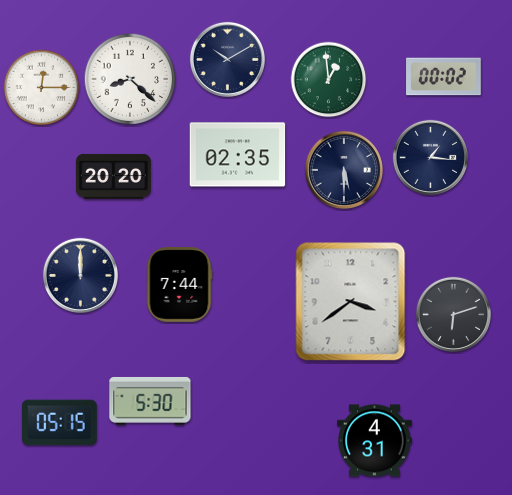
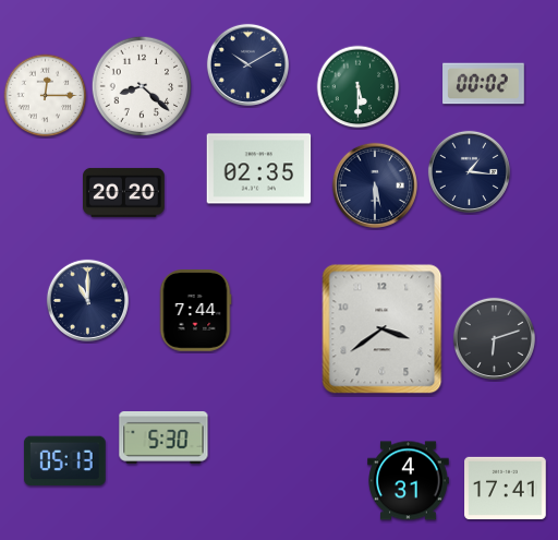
clock at (329, 80): 12:59 -> 5:30
clock at (80, 275): 12:00 -> 11:00
clock at (453, 314) position: (453, 314) -> (494, 338)
clock at (59, 423): 05:15 -> 05:13
clock at (506, 488): none -> 17:41
